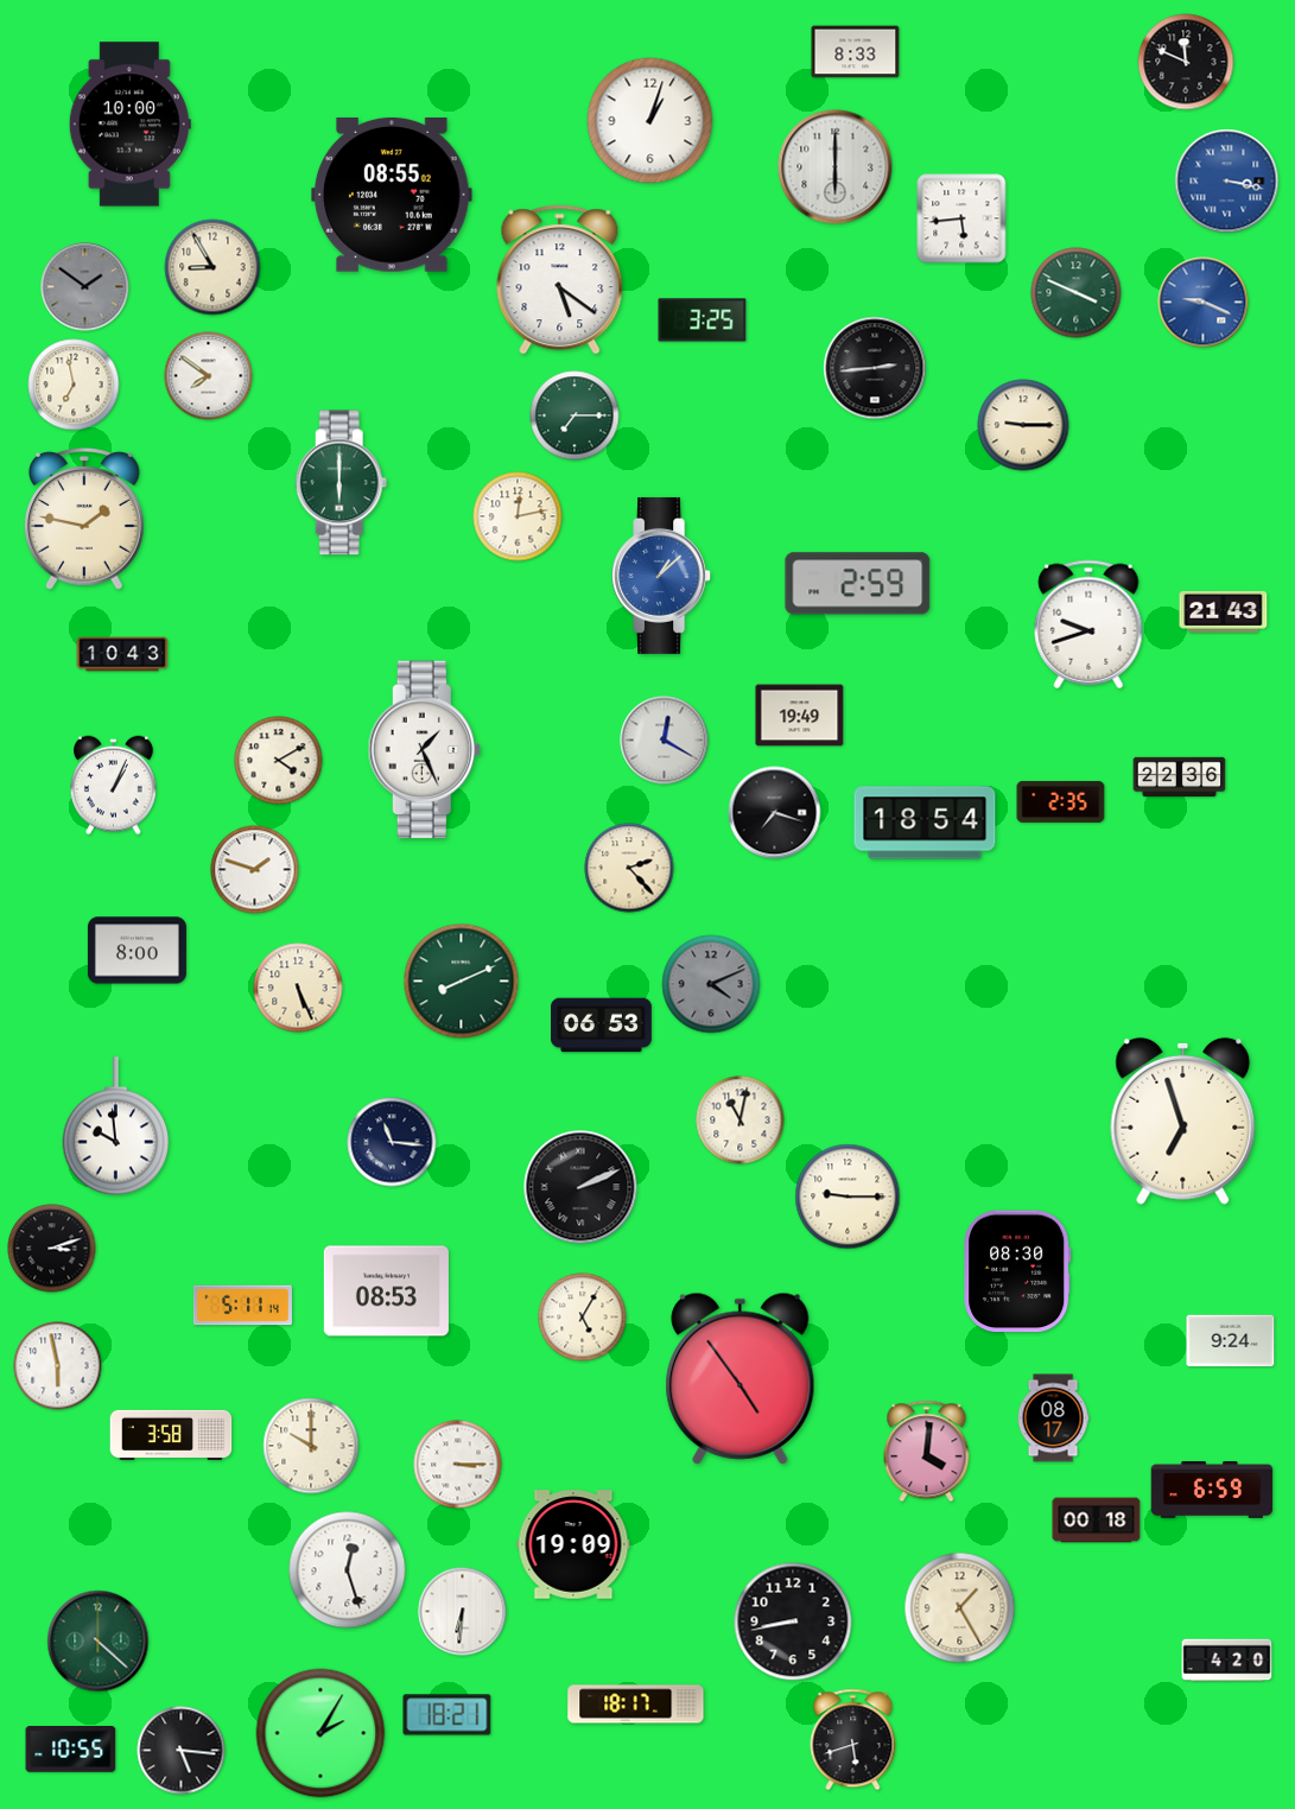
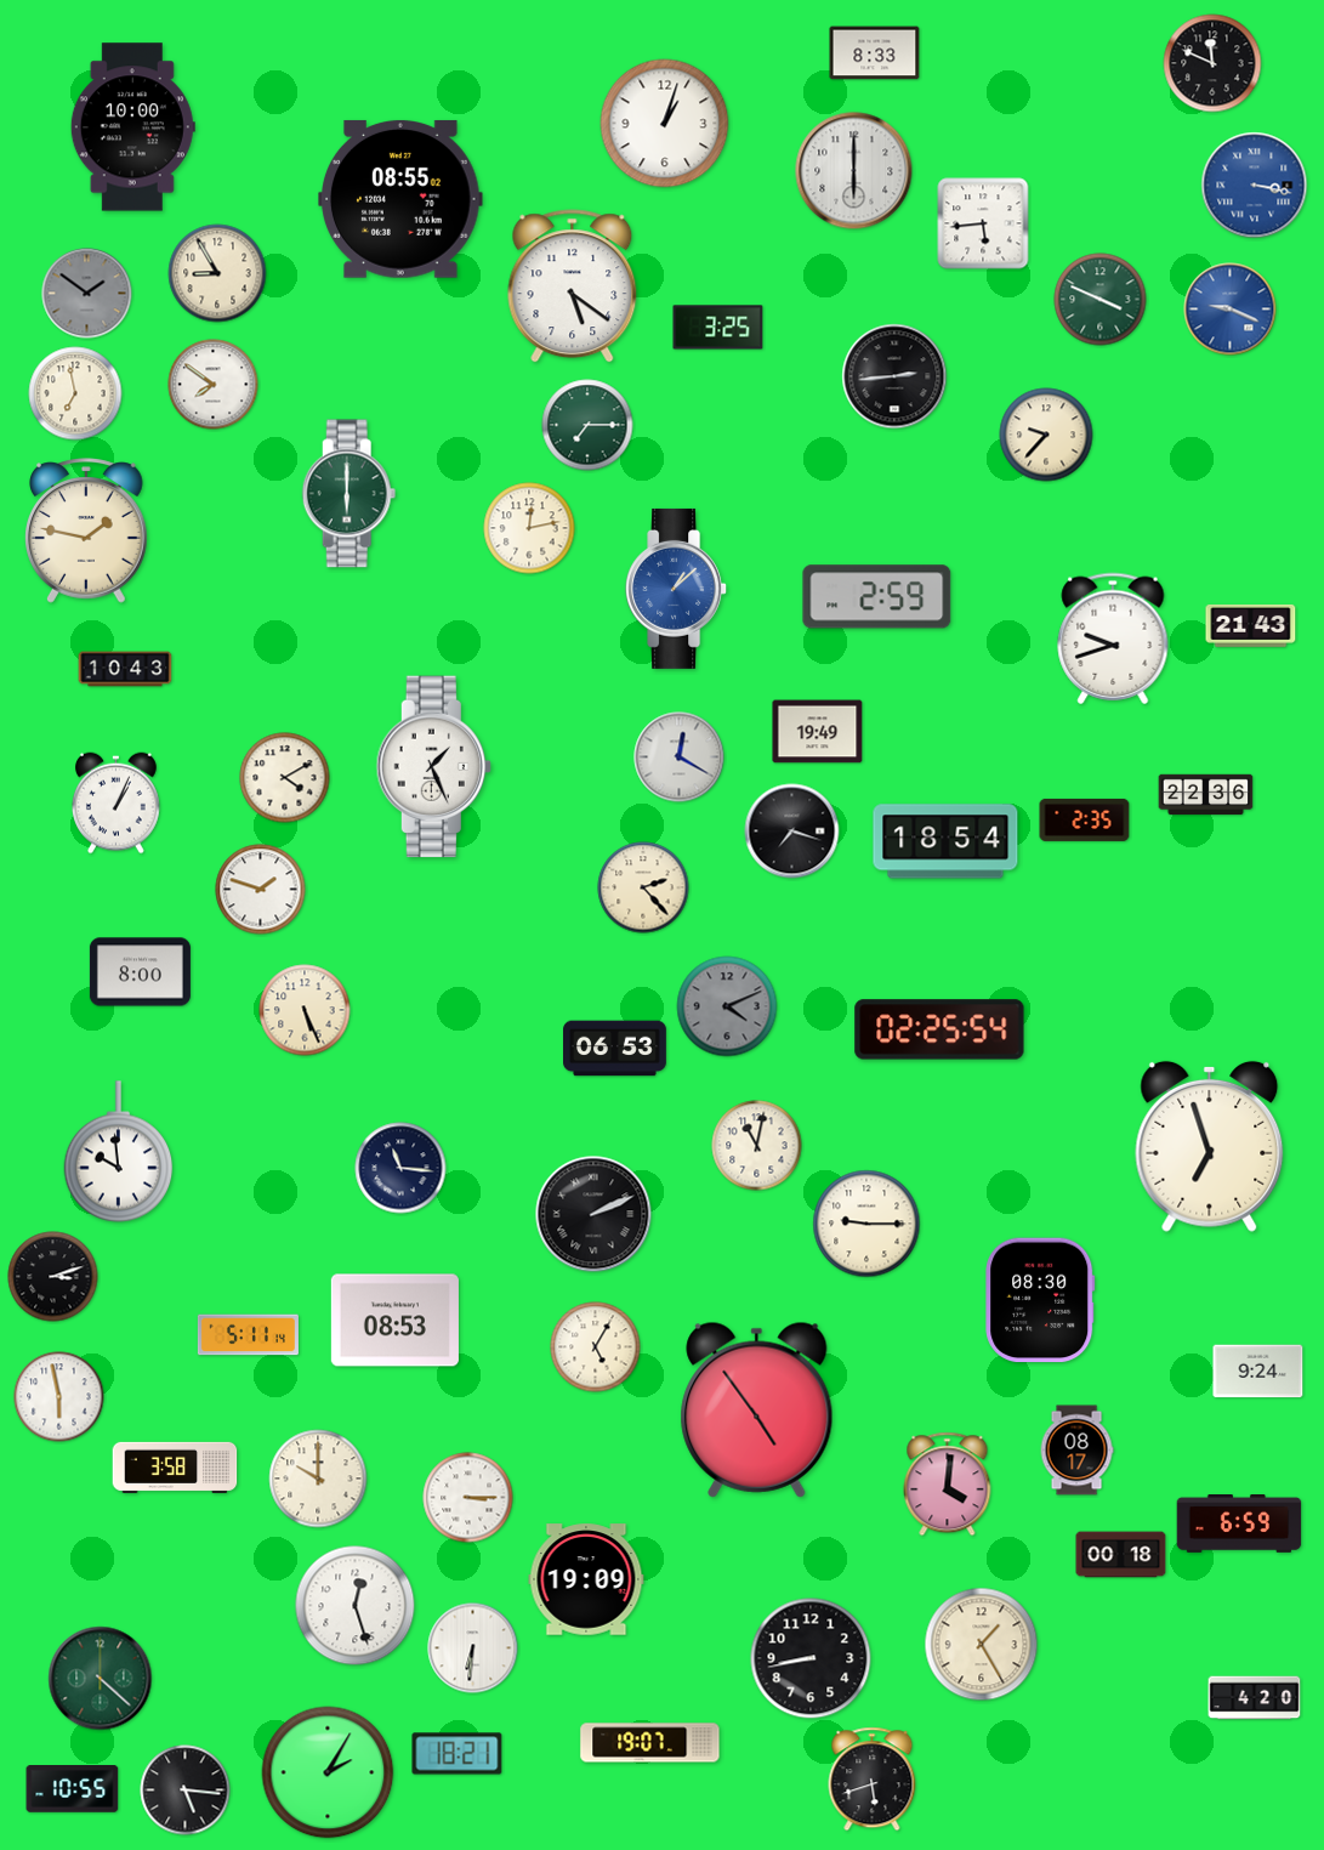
clock at (1023, 425): 9:15 -> 9:37
clock at (462, 982): 8:11 -> none
clock at (939, 1029): none -> 02:25
clock at (636, 1705): 18:17 -> 19:07
